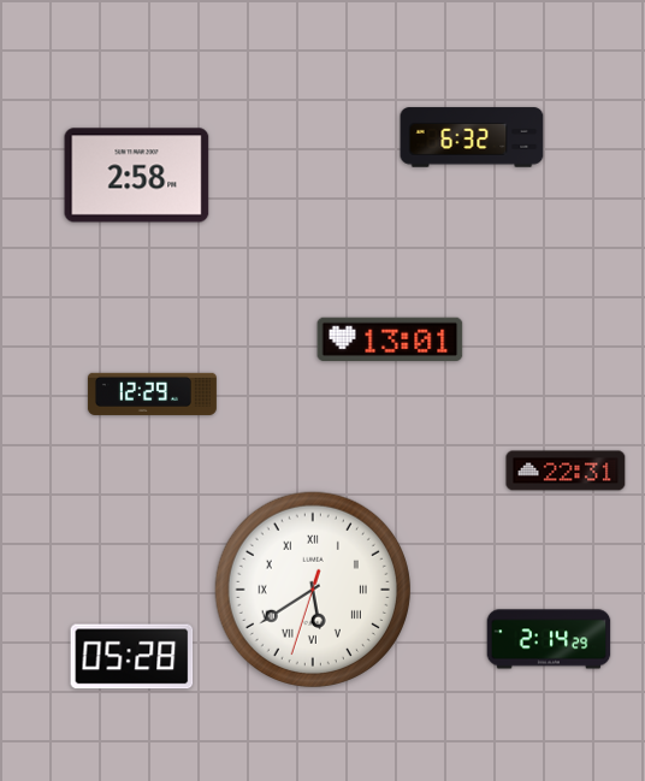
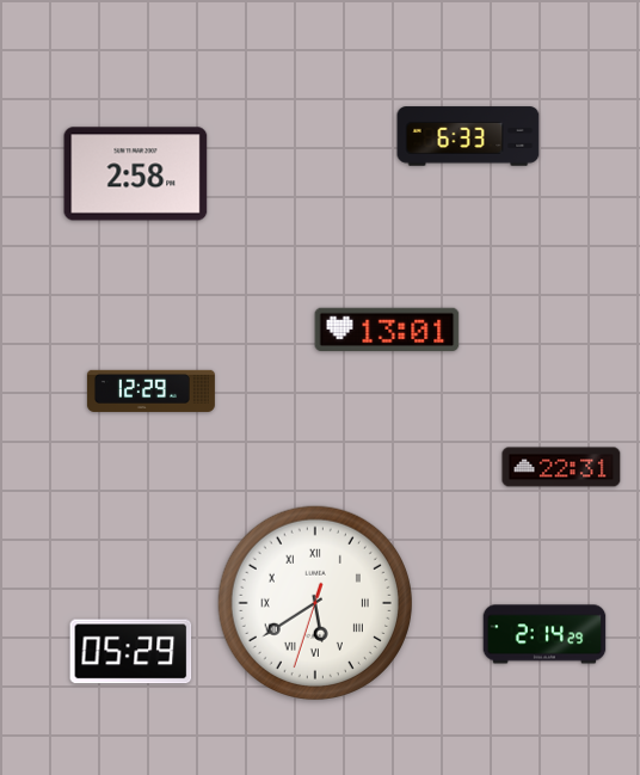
clock at (472, 137): 6:32 -> 6:33
clock at (390, 338) position: (390, 338) -> (387, 328)
clock at (313, 590) position: (313, 590) -> (315, 603)
clock at (132, 657): 05:28 -> 05:29
